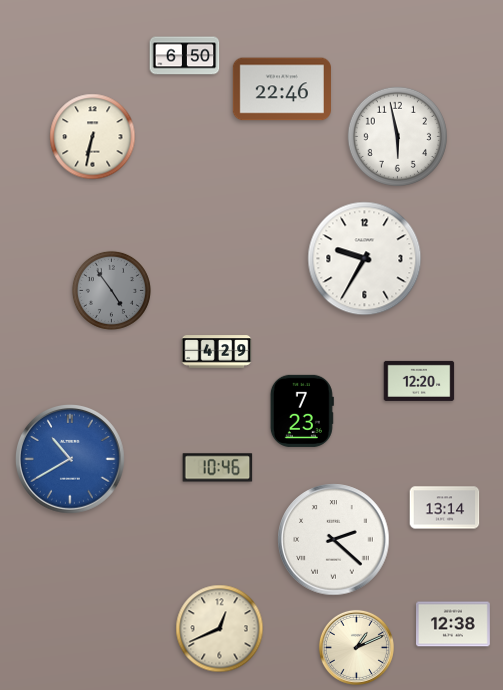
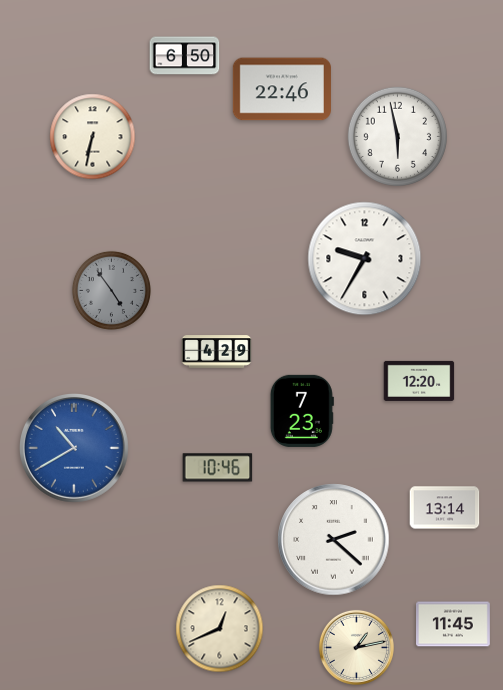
clock at (71, 460) position: (71, 460) -> (75, 449)
clock at (454, 624): 12:38 -> 11:45
clock at (356, 647): 1:11 -> 1:13
